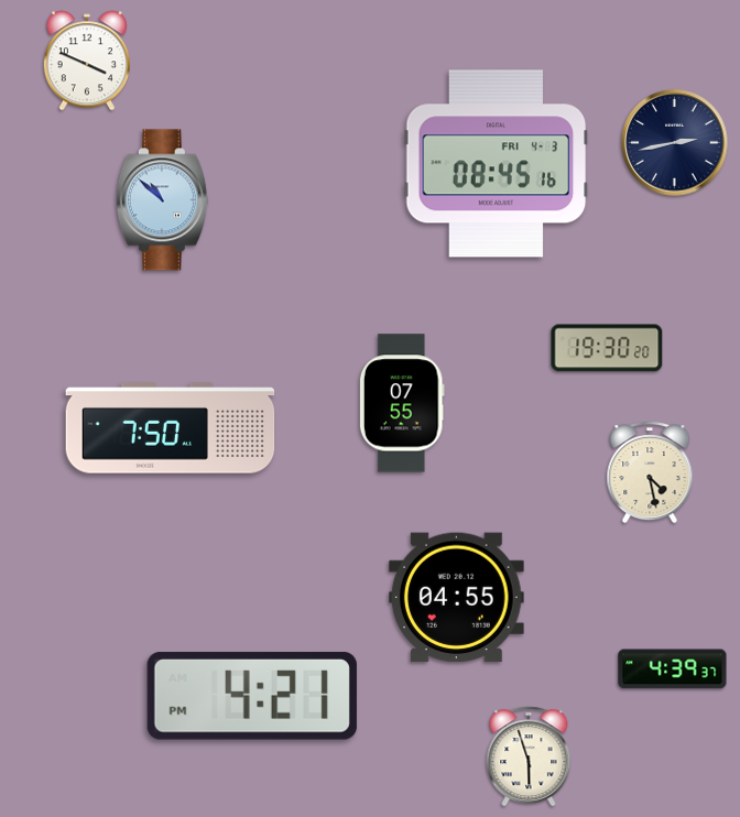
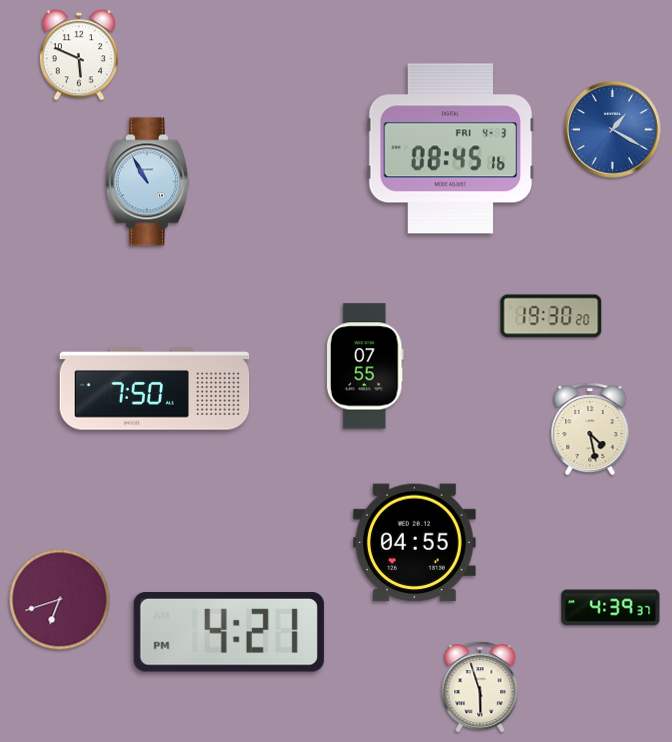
clock at (87, 61): 3:49 -> 5:49
clock at (675, 143): 2:43 -> 1:20
clock at (675, 143) dial: navy -> blue
clock at (162, 200): 10:52 -> 10:55
clock at (60, 600): none -> 6:42
